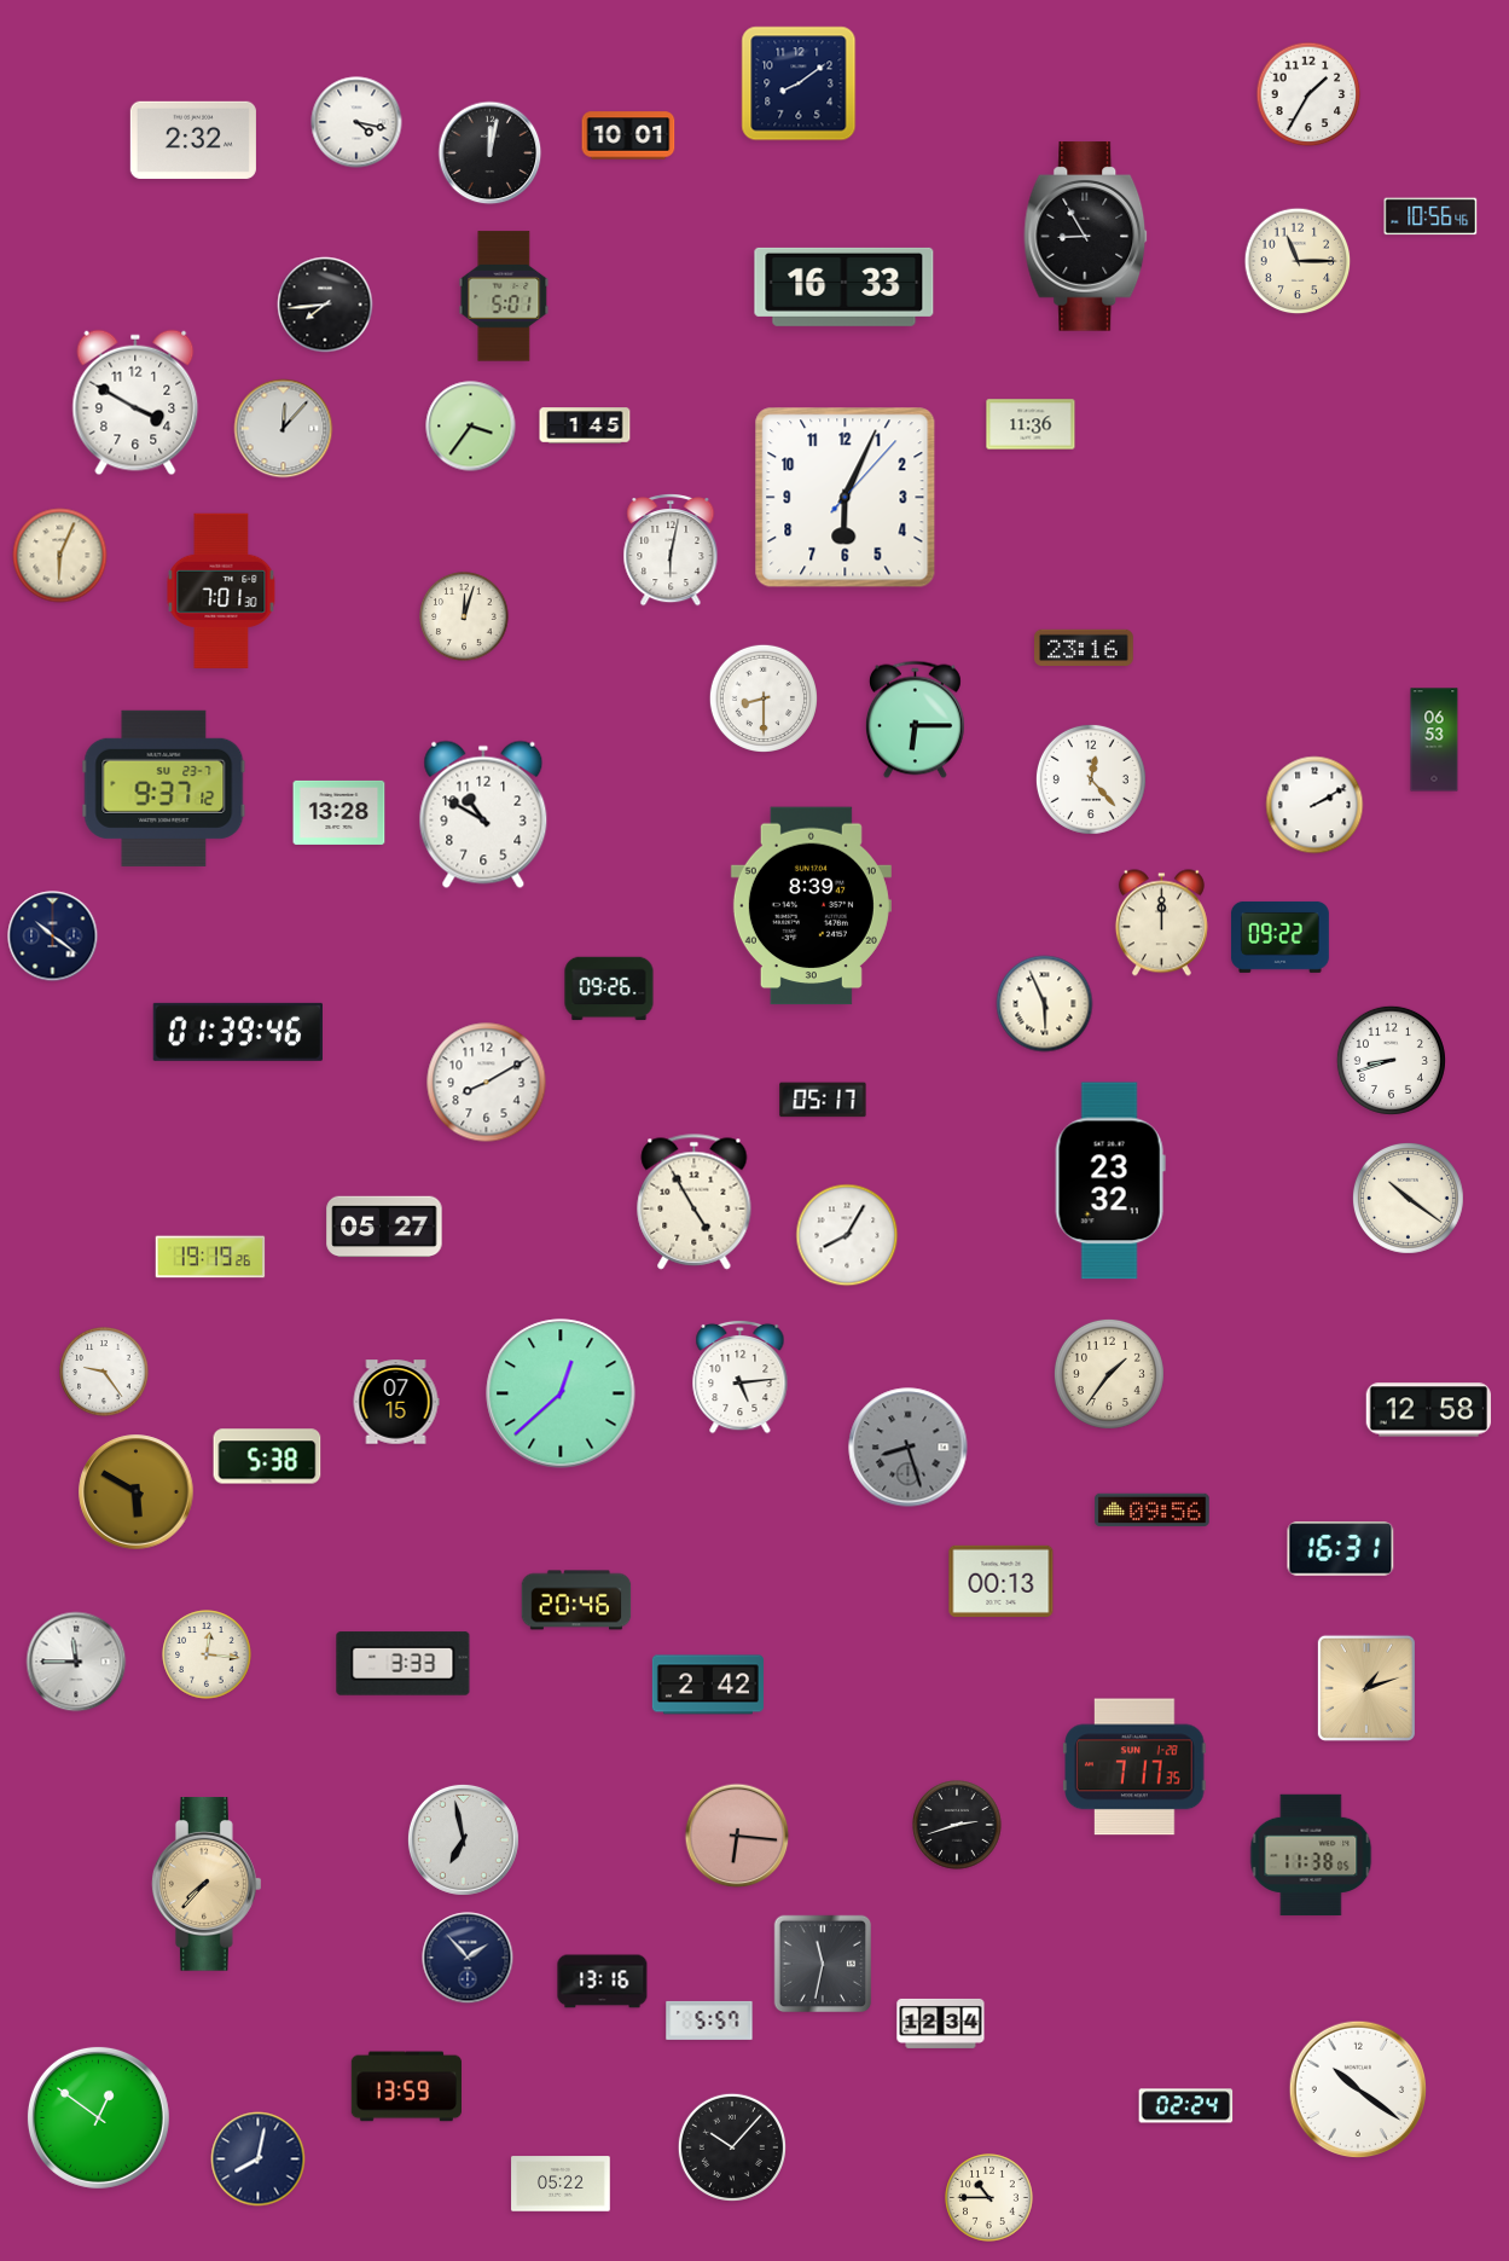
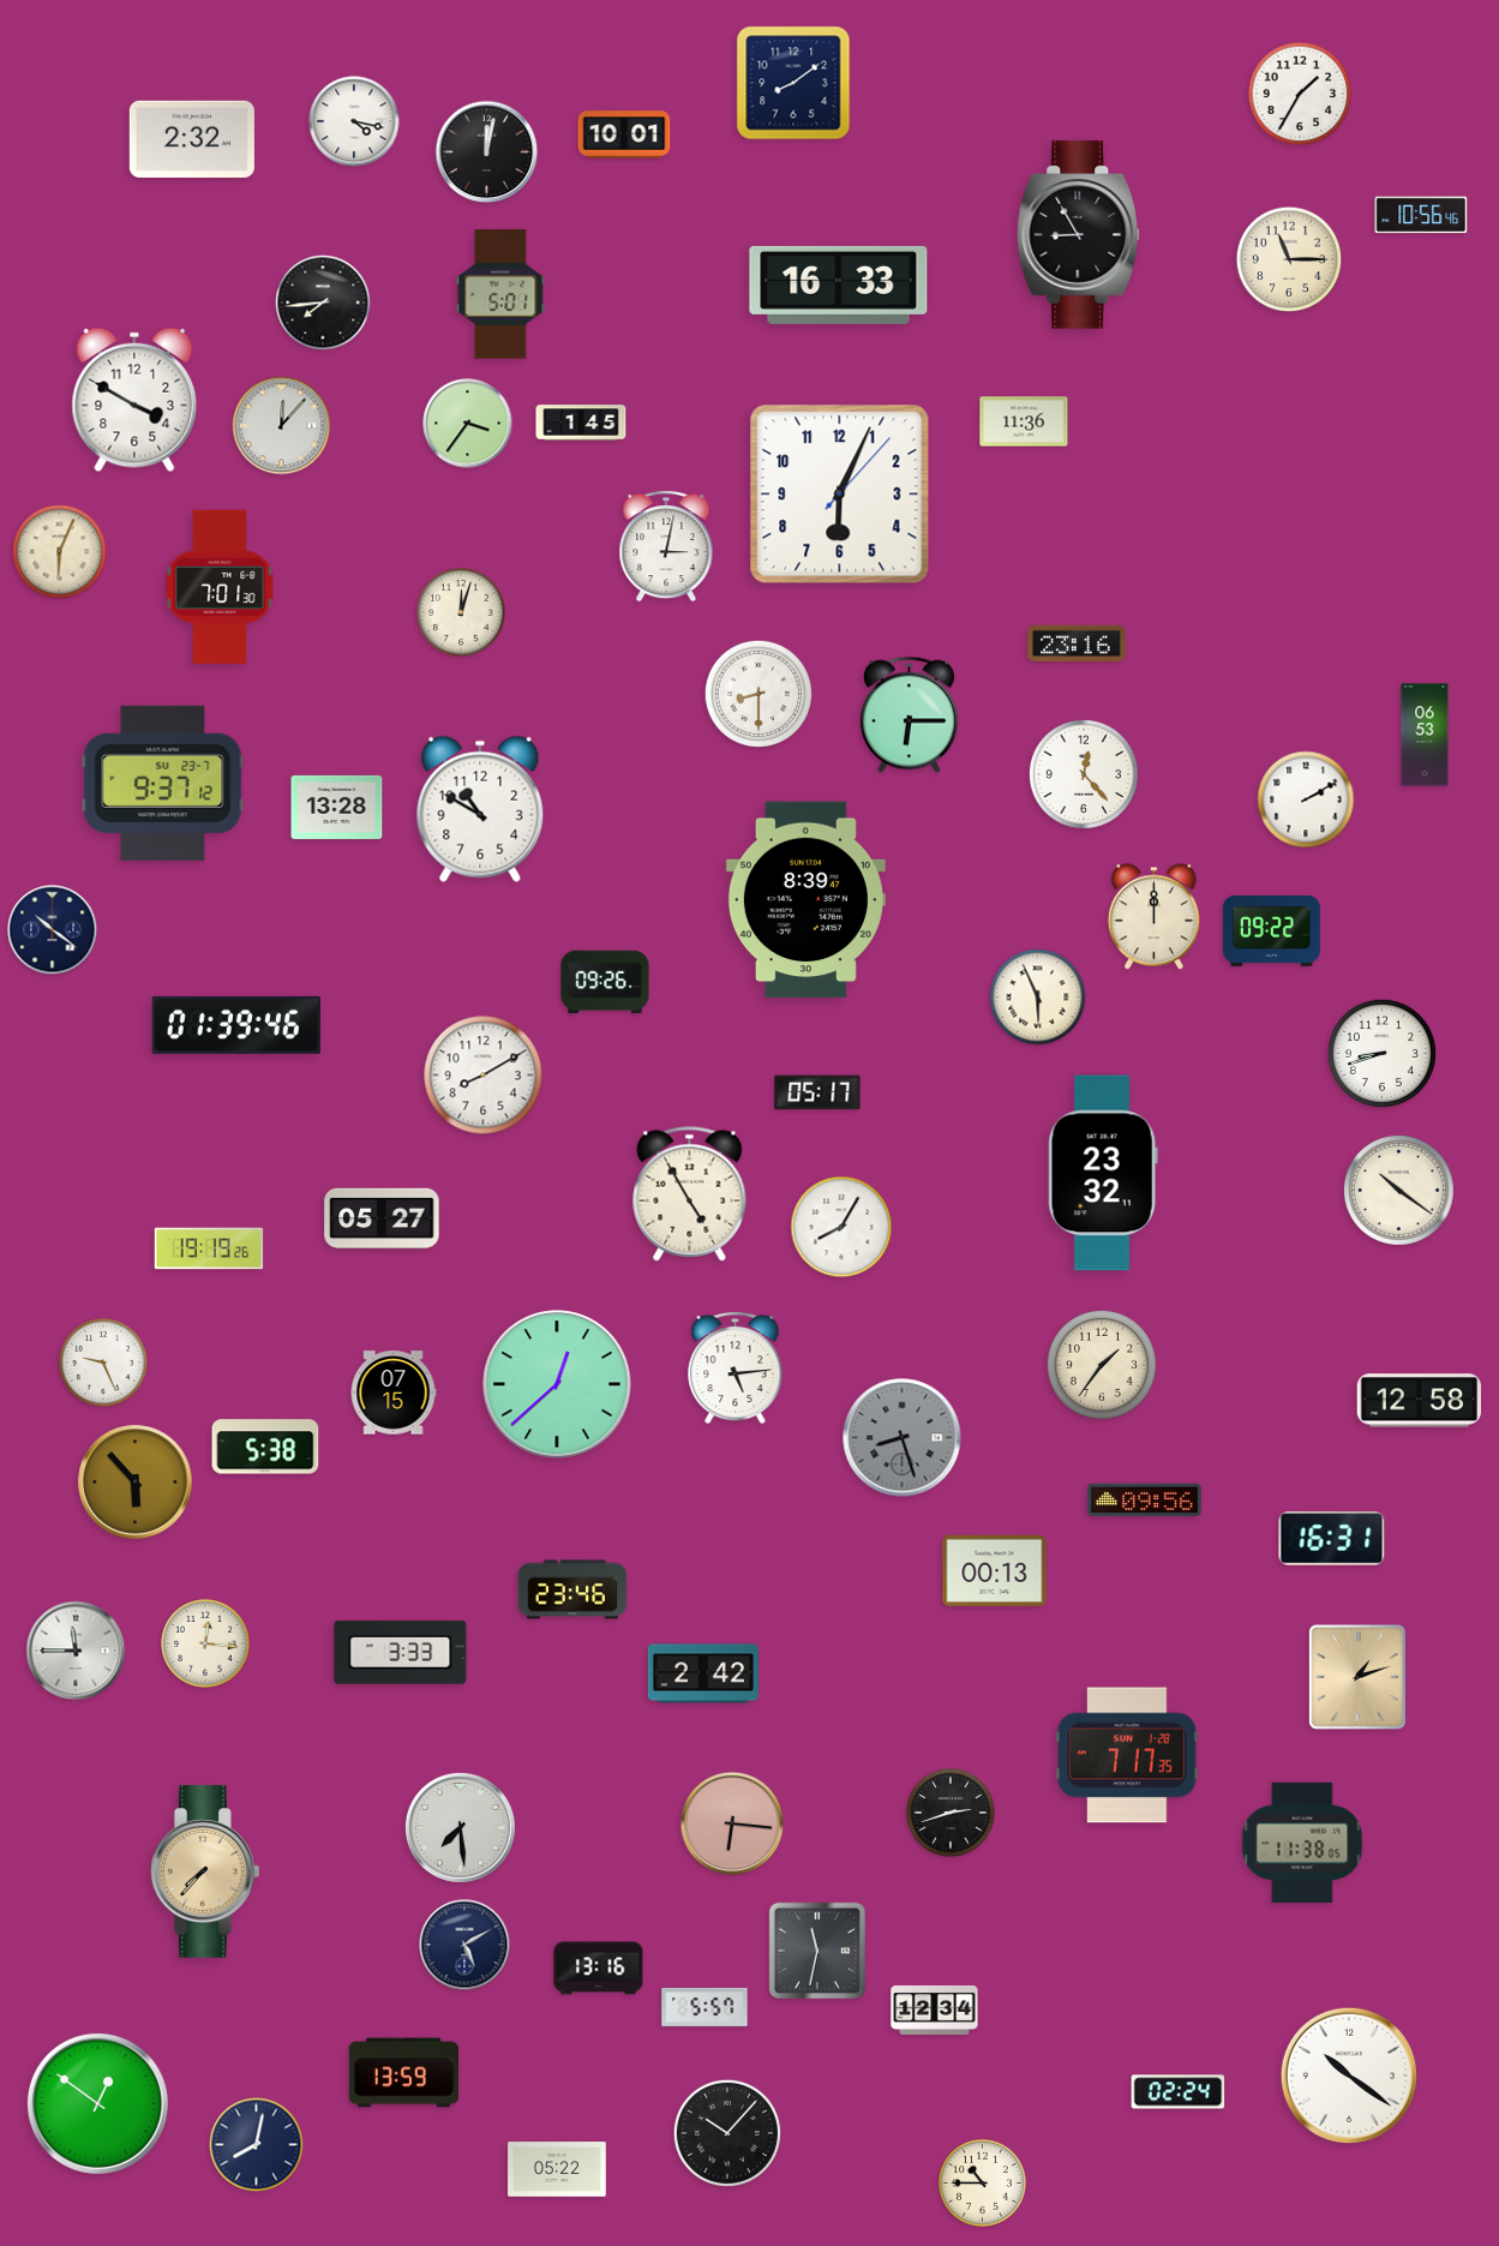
clock at (671, 551): 6:02 -> 3:02
clock at (104, 1372): 9:24 -> 9:26
clock at (137, 1492): 5:50 -> 5:53
clock at (576, 1600): 20:46 -> 23:46
clock at (463, 1839): 6:58 -> 7:29
clock at (468, 1958): 1:53 -> 5:10
